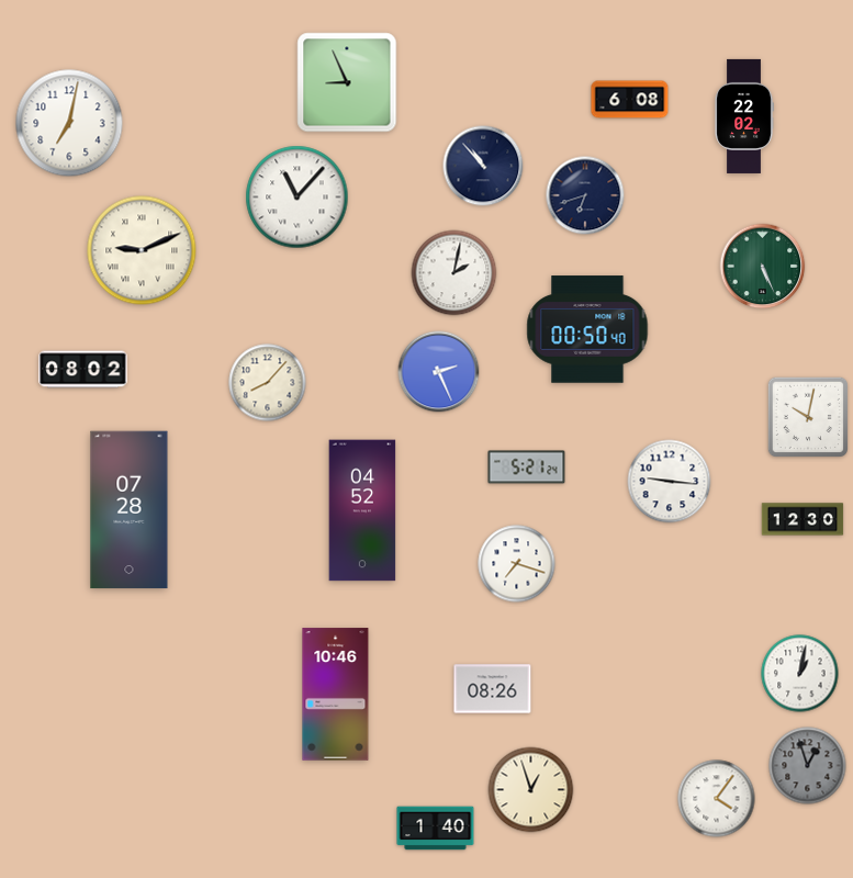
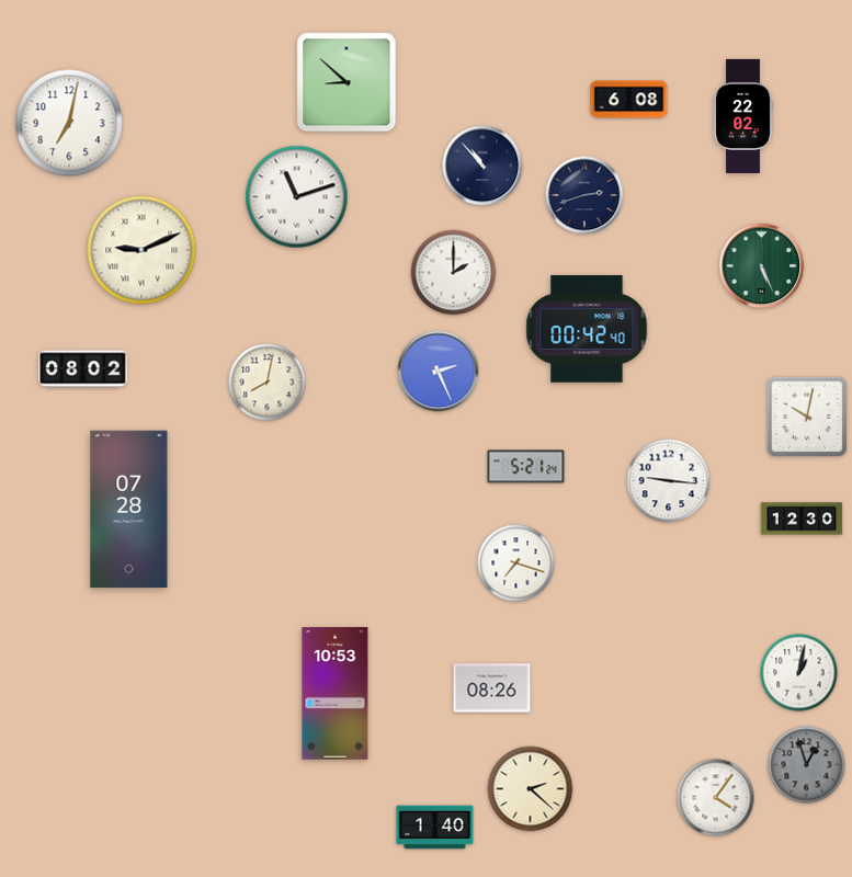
clock at (347, 82): 8:56 -> 8:52
clock at (585, 195): 6:42 -> 2:42
clock at (298, 198): 11:07 -> 11:12
clock at (454, 273): 2:02 -> 2:00
clock at (587, 329): 00:50 -> 00:42
clock at (268, 383): 8:07 -> 8:02
clock at (362, 510): 04:52 -> none
clock at (336, 695): 10:46 -> 10:53
clock at (531, 790): 12:57 -> 2:22
